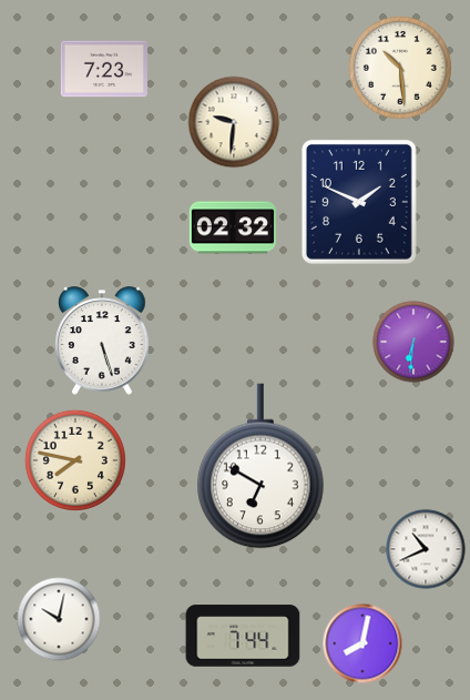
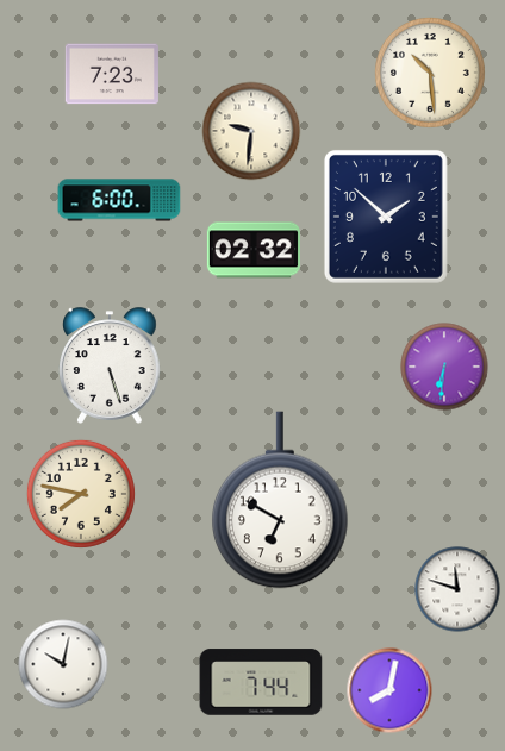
clock at (119, 200): none -> 6:00
clock at (359, 202): 1:49 -> 1:52
clock at (233, 227) position: (233, 227) -> (254, 250)
clock at (426, 549): 10:41 -> 11:48
